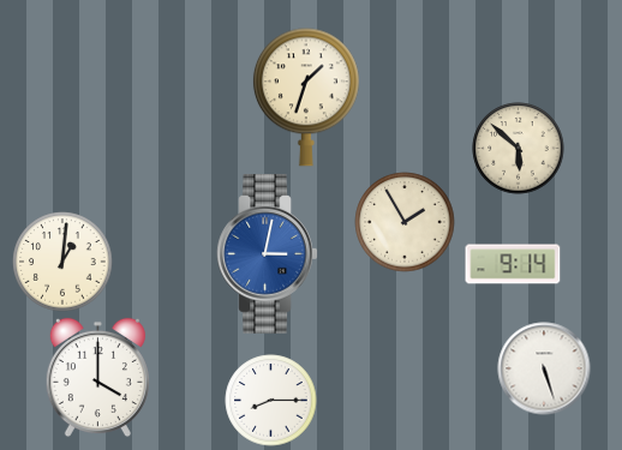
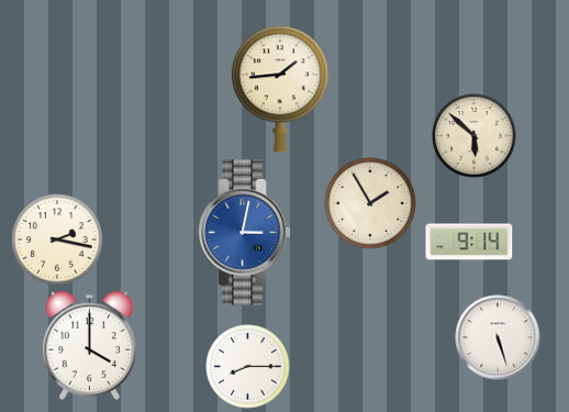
clock at (306, 97): 1:33 -> 1:44
clock at (62, 262): 1:01 -> 2:17
